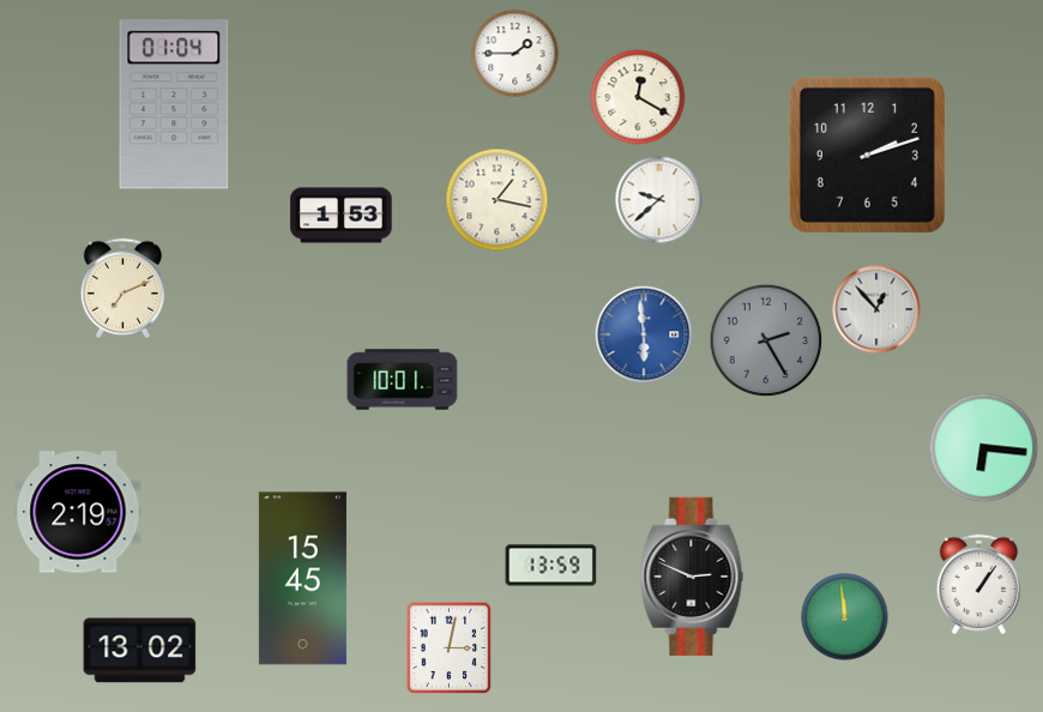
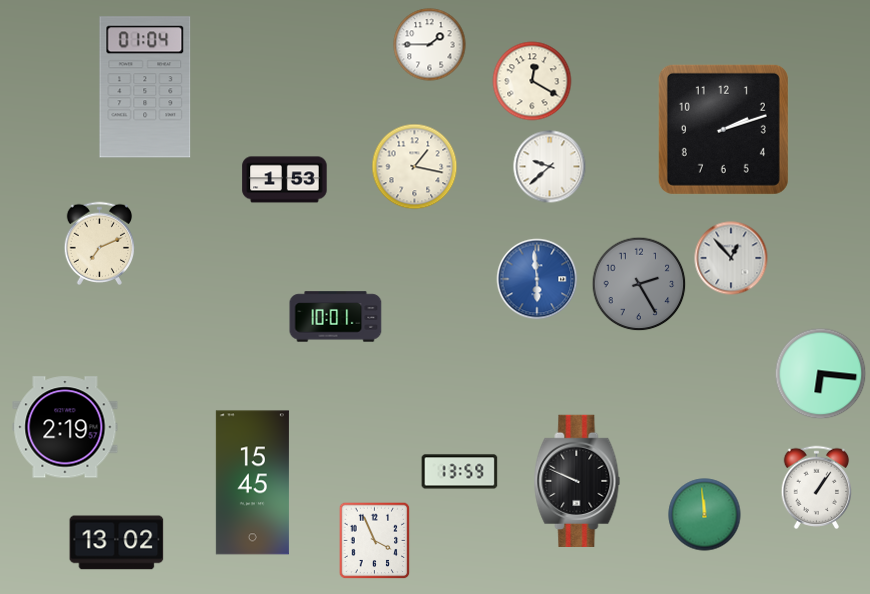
clock at (123, 288) position: (123, 288) -> (100, 243)
clock at (692, 575): 2:49 -> 9:49
clock at (450, 648): 3:02 -> 3:56
